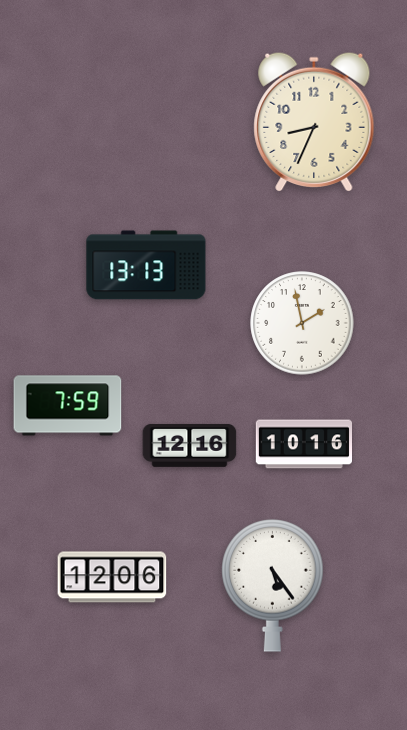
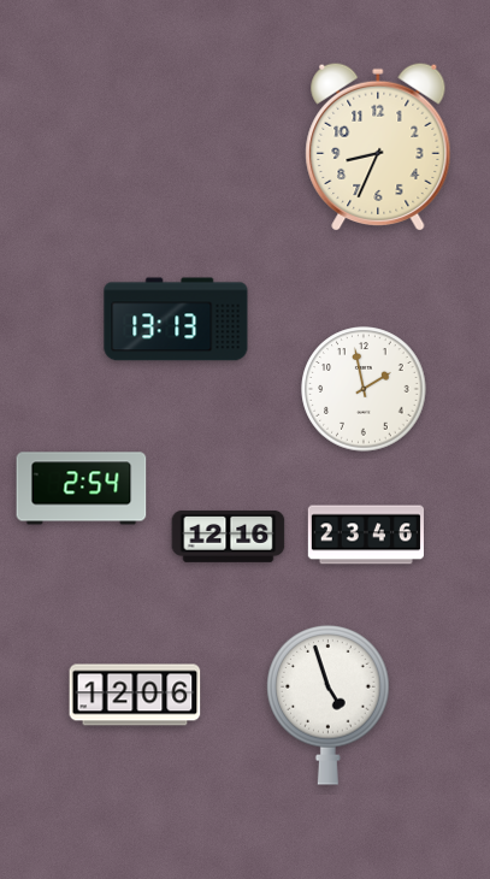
clock at (68, 406): 7:59 -> 2:54
clock at (303, 444): 10:16 -> 23:46
clock at (273, 585): 5:24 -> 4:57
